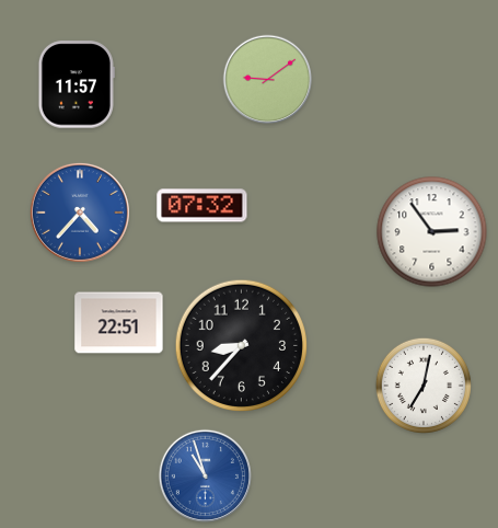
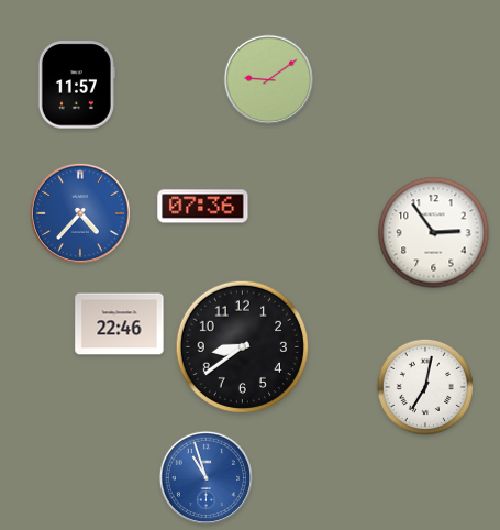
clock at (202, 206): 07:32 -> 07:36
clock at (119, 323): 22:51 -> 22:46
clock at (241, 345): 8:37 -> 8:39
